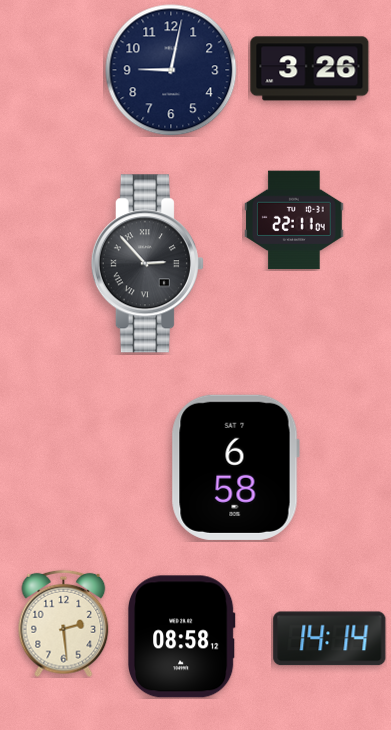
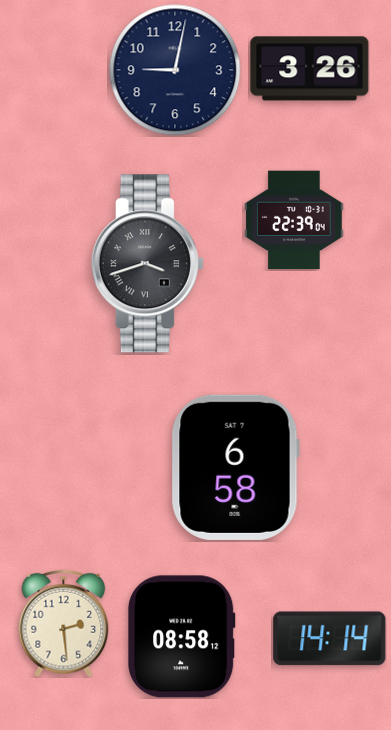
clock at (171, 70) position: (171, 70) -> (175, 70)
clock at (294, 220): 22:11 -> 22:39
clock at (147, 264): 2:53 -> 3:42
